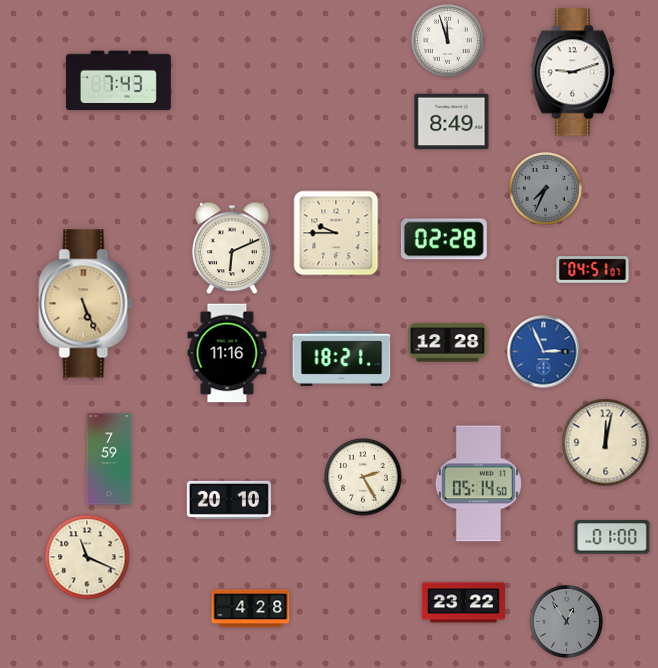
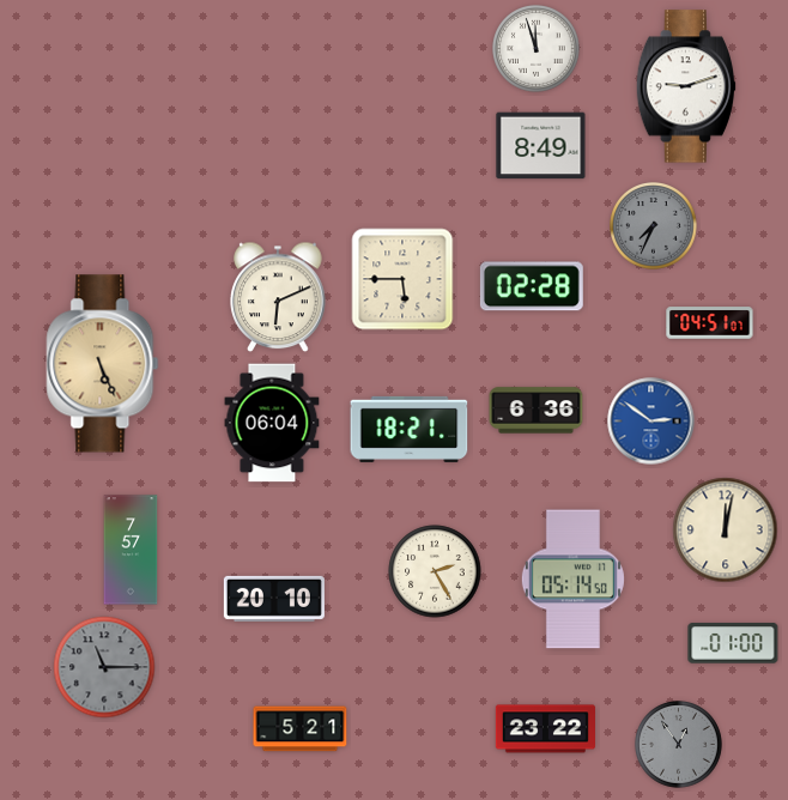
clock at (118, 81): 7:43 -> none
clock at (336, 233): 9:45 -> 5:45
clock at (448, 343): 12:28 -> 6:36
clock at (544, 352): 2:56 -> 2:51
clock at (227, 353): 11:16 -> 06:04
clock at (109, 459): 7:59 -> 7:57
clock at (87, 557): 11:19 -> 11:15
clock at (87, 557) dial: cream -> grey
clock at (463, 603) position: (463, 603) -> (545, 729)
clock at (251, 609): 4:28 -> 5:21
